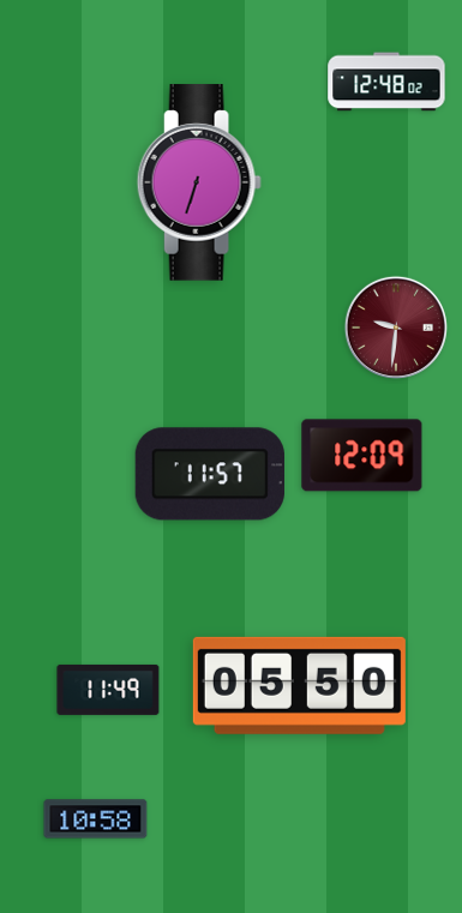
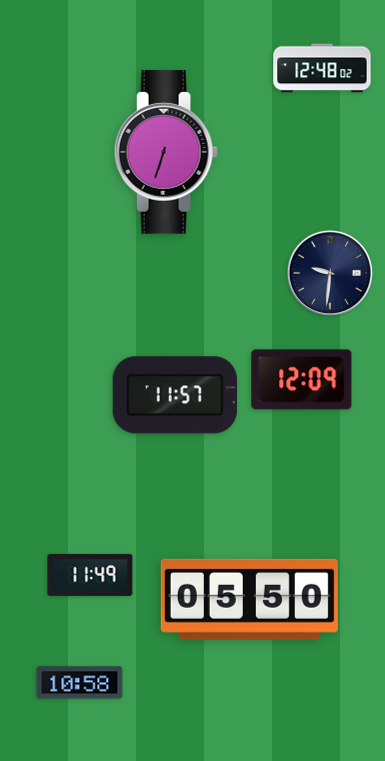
clock at (396, 328) dial: burgundy -> navy
clock at (299, 685) position: (299, 685) -> (249, 599)
